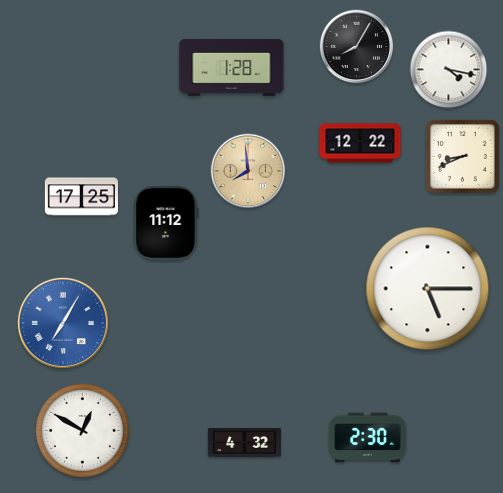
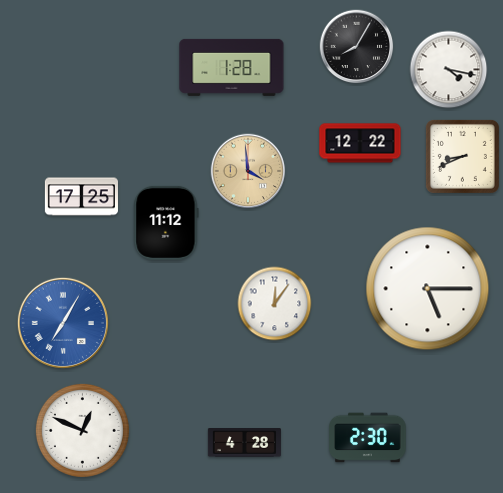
clock at (248, 171): 7:59 -> 3:59
clock at (275, 304): none -> 12:06
clock at (82, 430): 12:50 -> 12:49
clock at (244, 443): 4:32 -> 4:28
